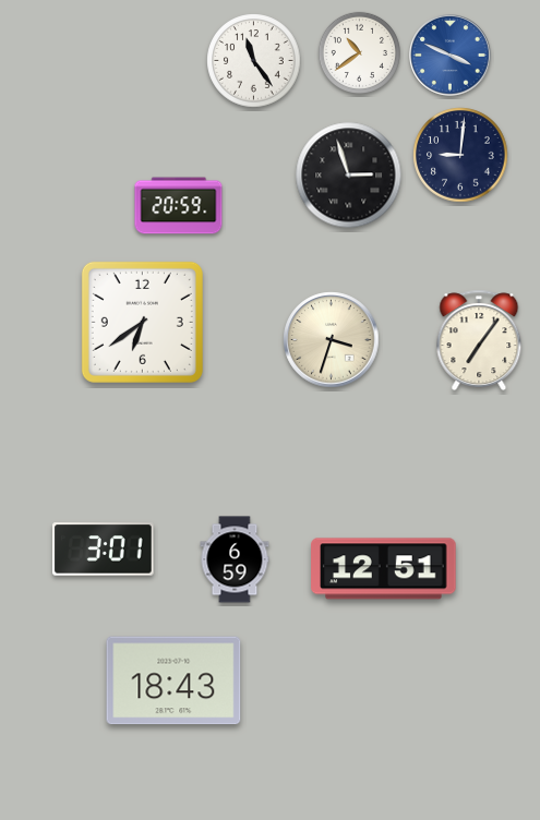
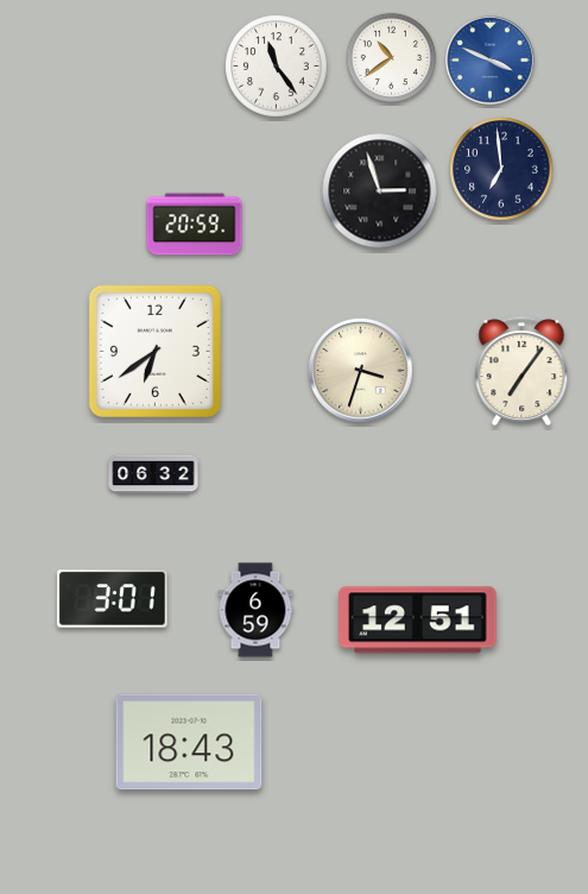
clock at (460, 155): 9:01 -> 6:59
clock at (153, 474): none -> 06:32
